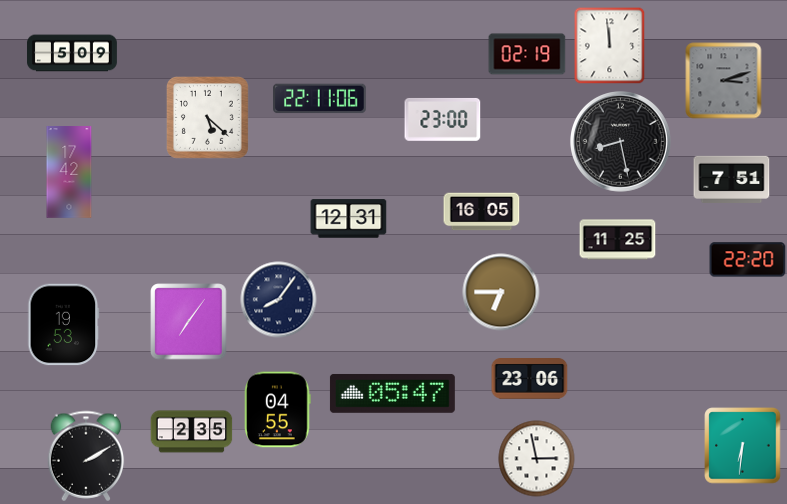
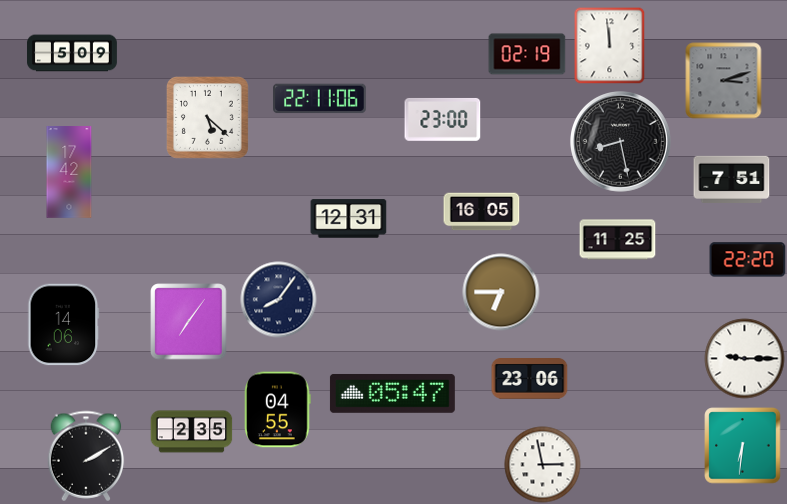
clock at (64, 325): 19:53 -> 14:06
clock at (745, 359): none -> 9:15
clock at (537, 459) position: (537, 459) -> (543, 465)
